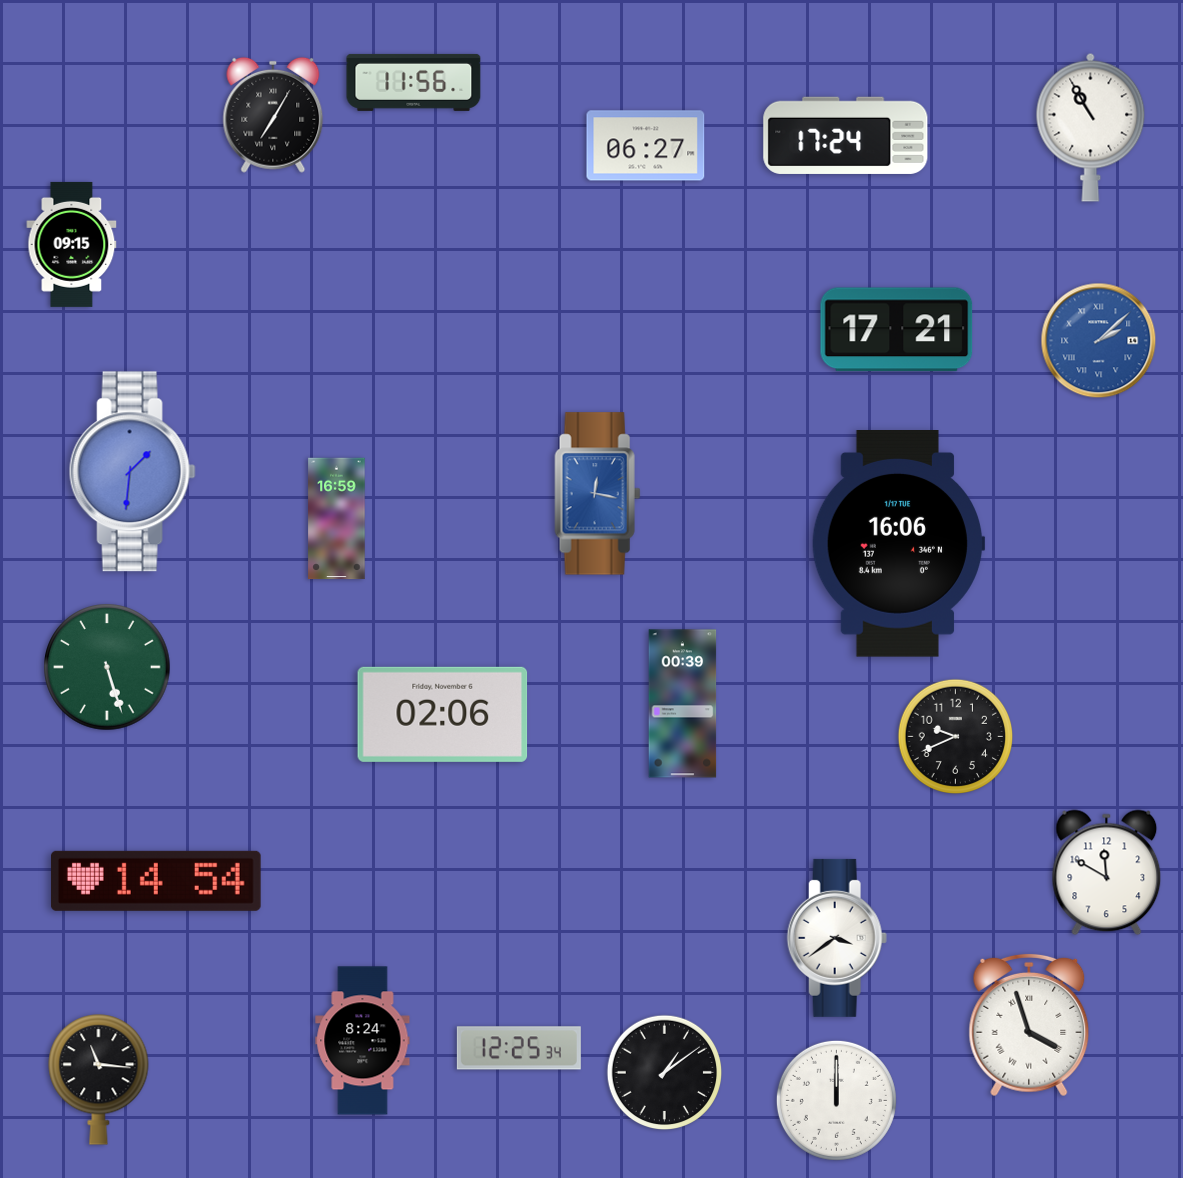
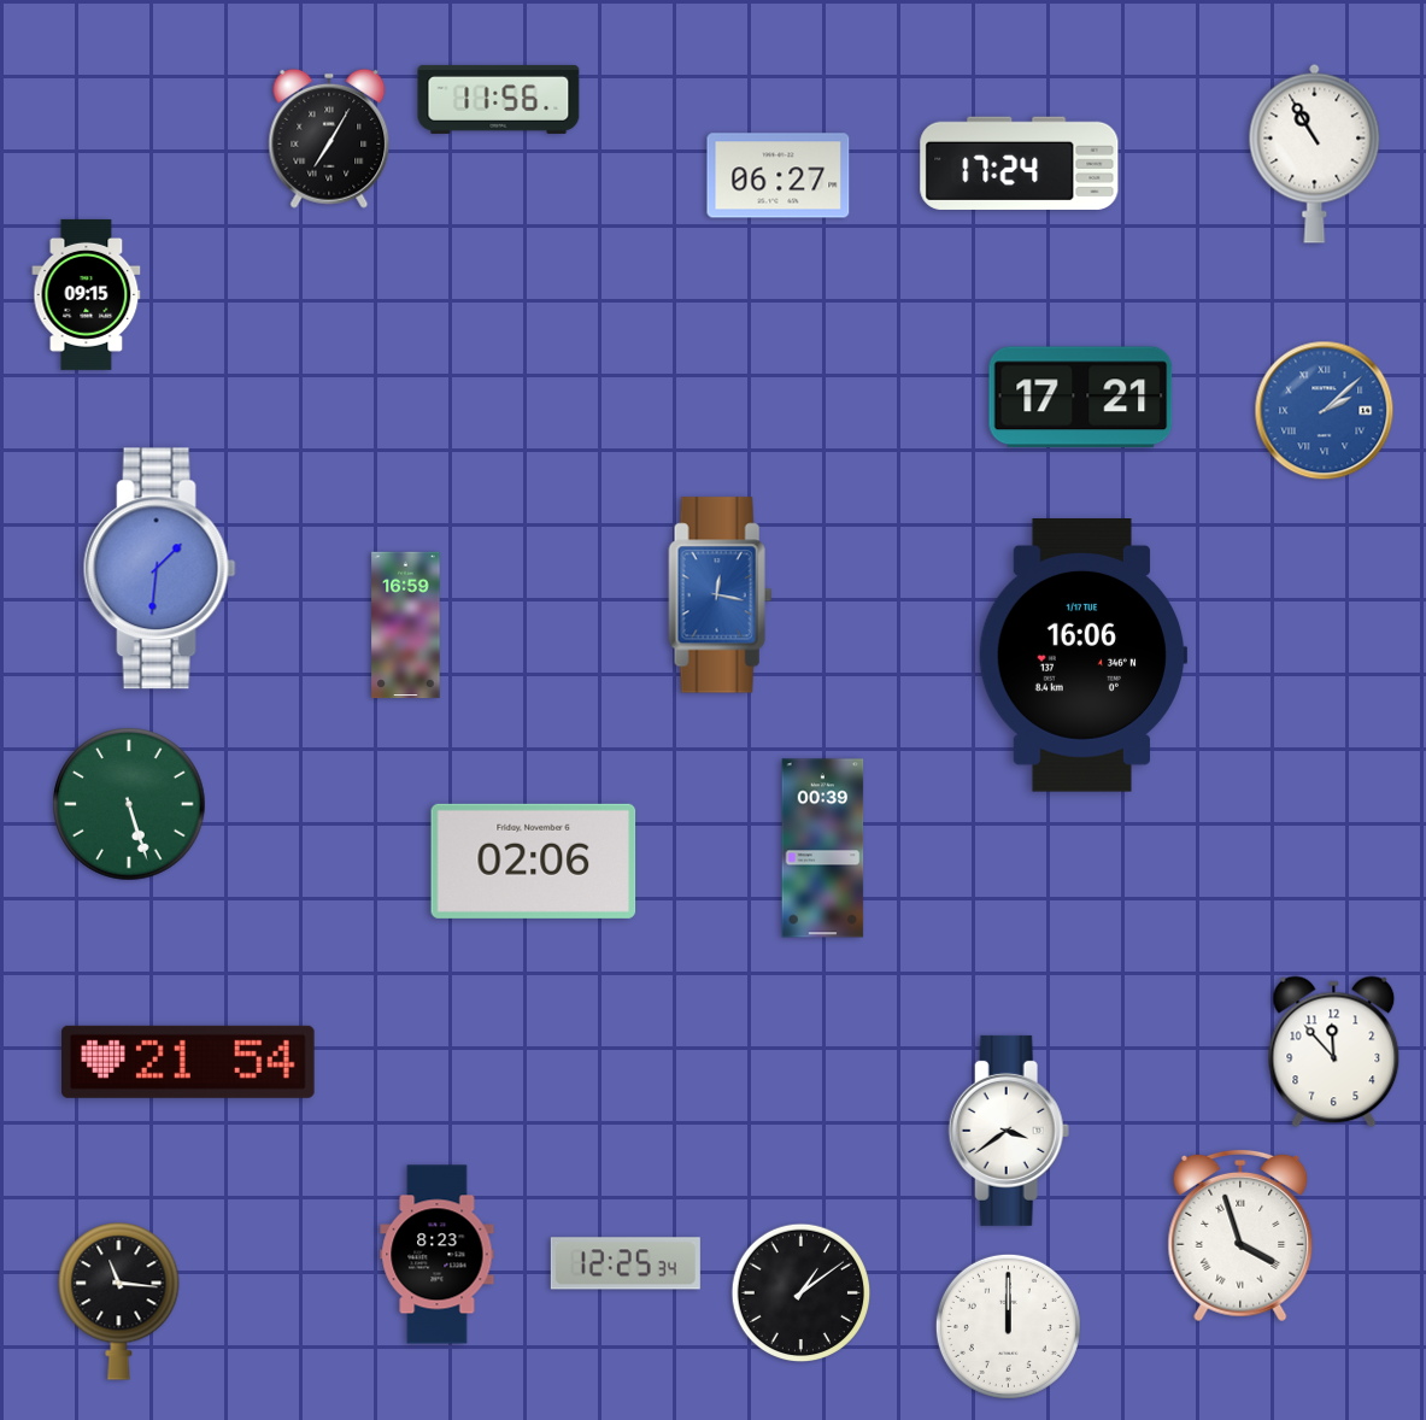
clock at (956, 737): 9:41 -> none
clock at (1107, 873): 11:50 -> 11:53
clock at (156, 881): 14:54 -> 21:54
clock at (363, 1041): 8:24 -> 8:23
